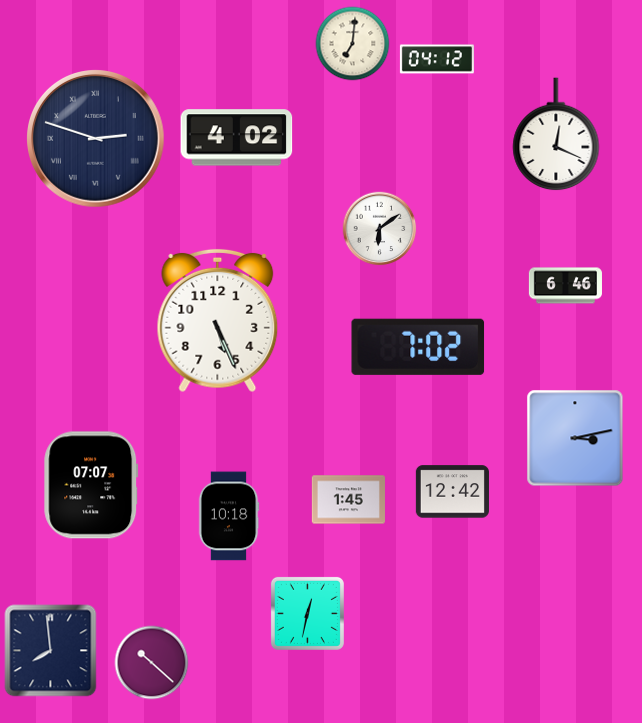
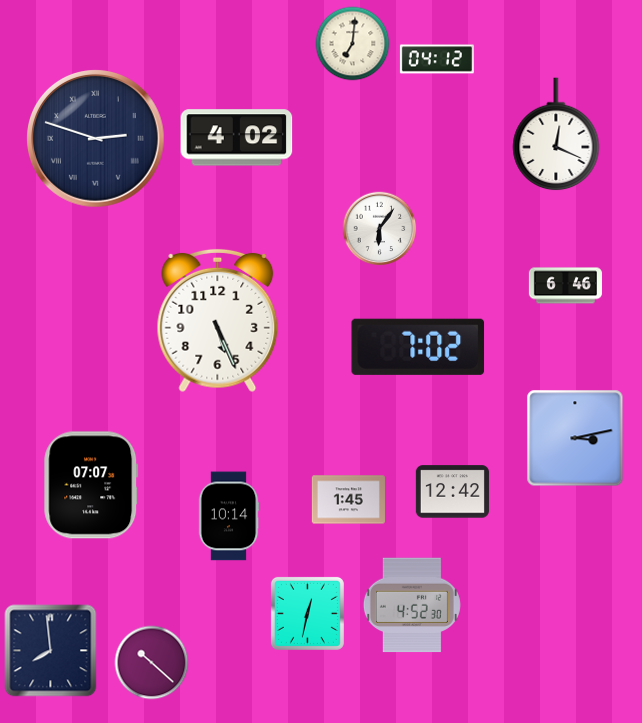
clock at (380, 229): 6:09 -> 6:06
clock at (229, 516): 10:18 -> 10:14
clock at (412, 605): none -> 4:52
